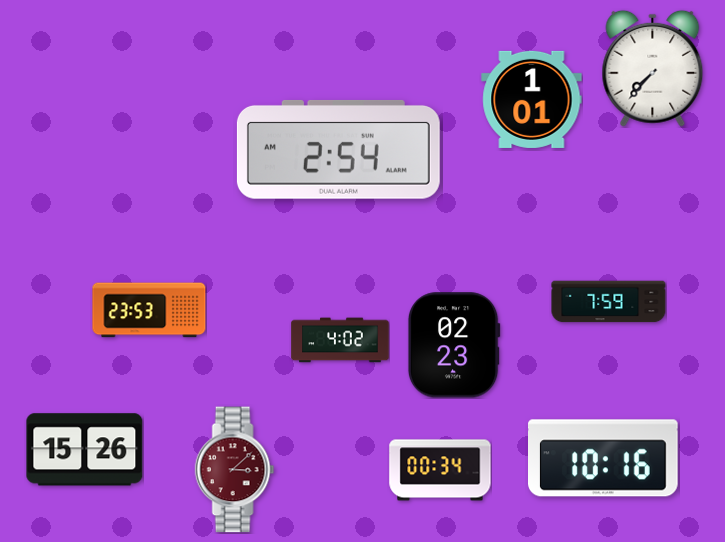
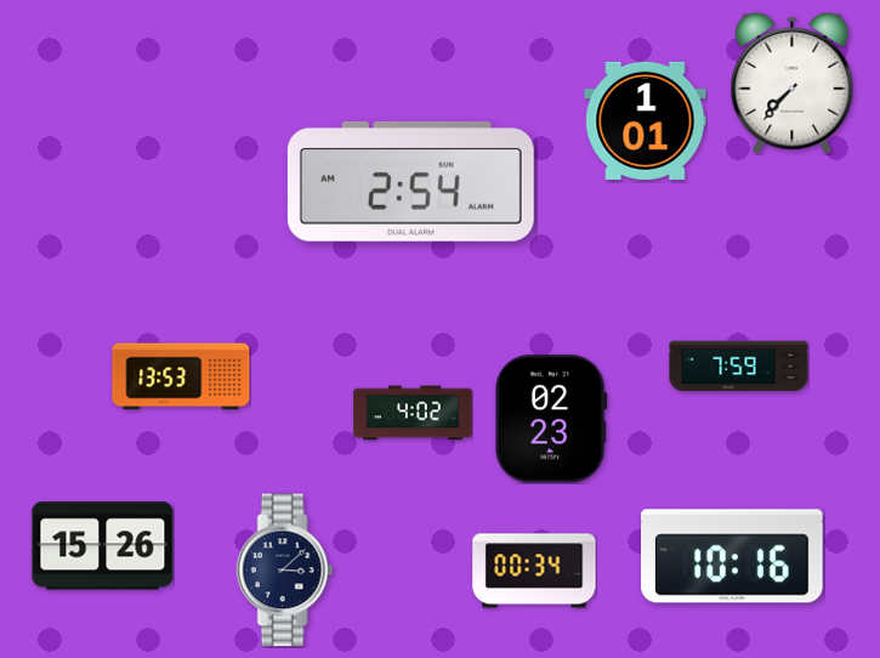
clock at (149, 310): 23:53 -> 13:53
clock at (235, 470) dial: burgundy -> navy
